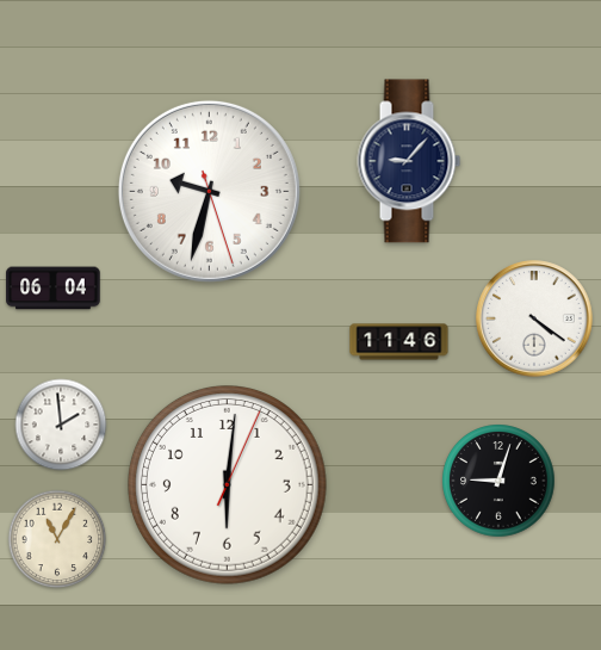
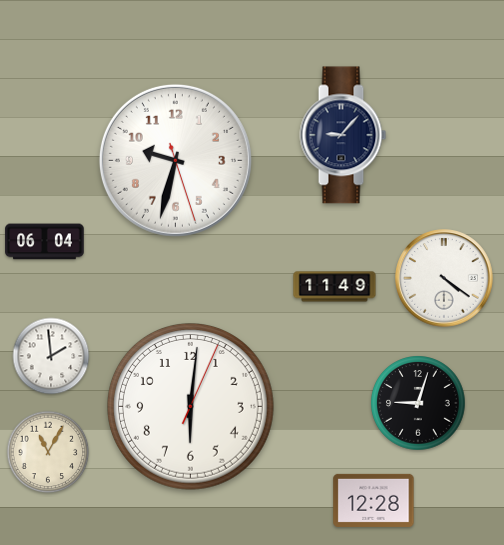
clock at (534, 318) position: (534, 318) -> (444, 278)
clock at (399, 342): 11:46 -> 11:49
clock at (374, 500): none -> 12:28
